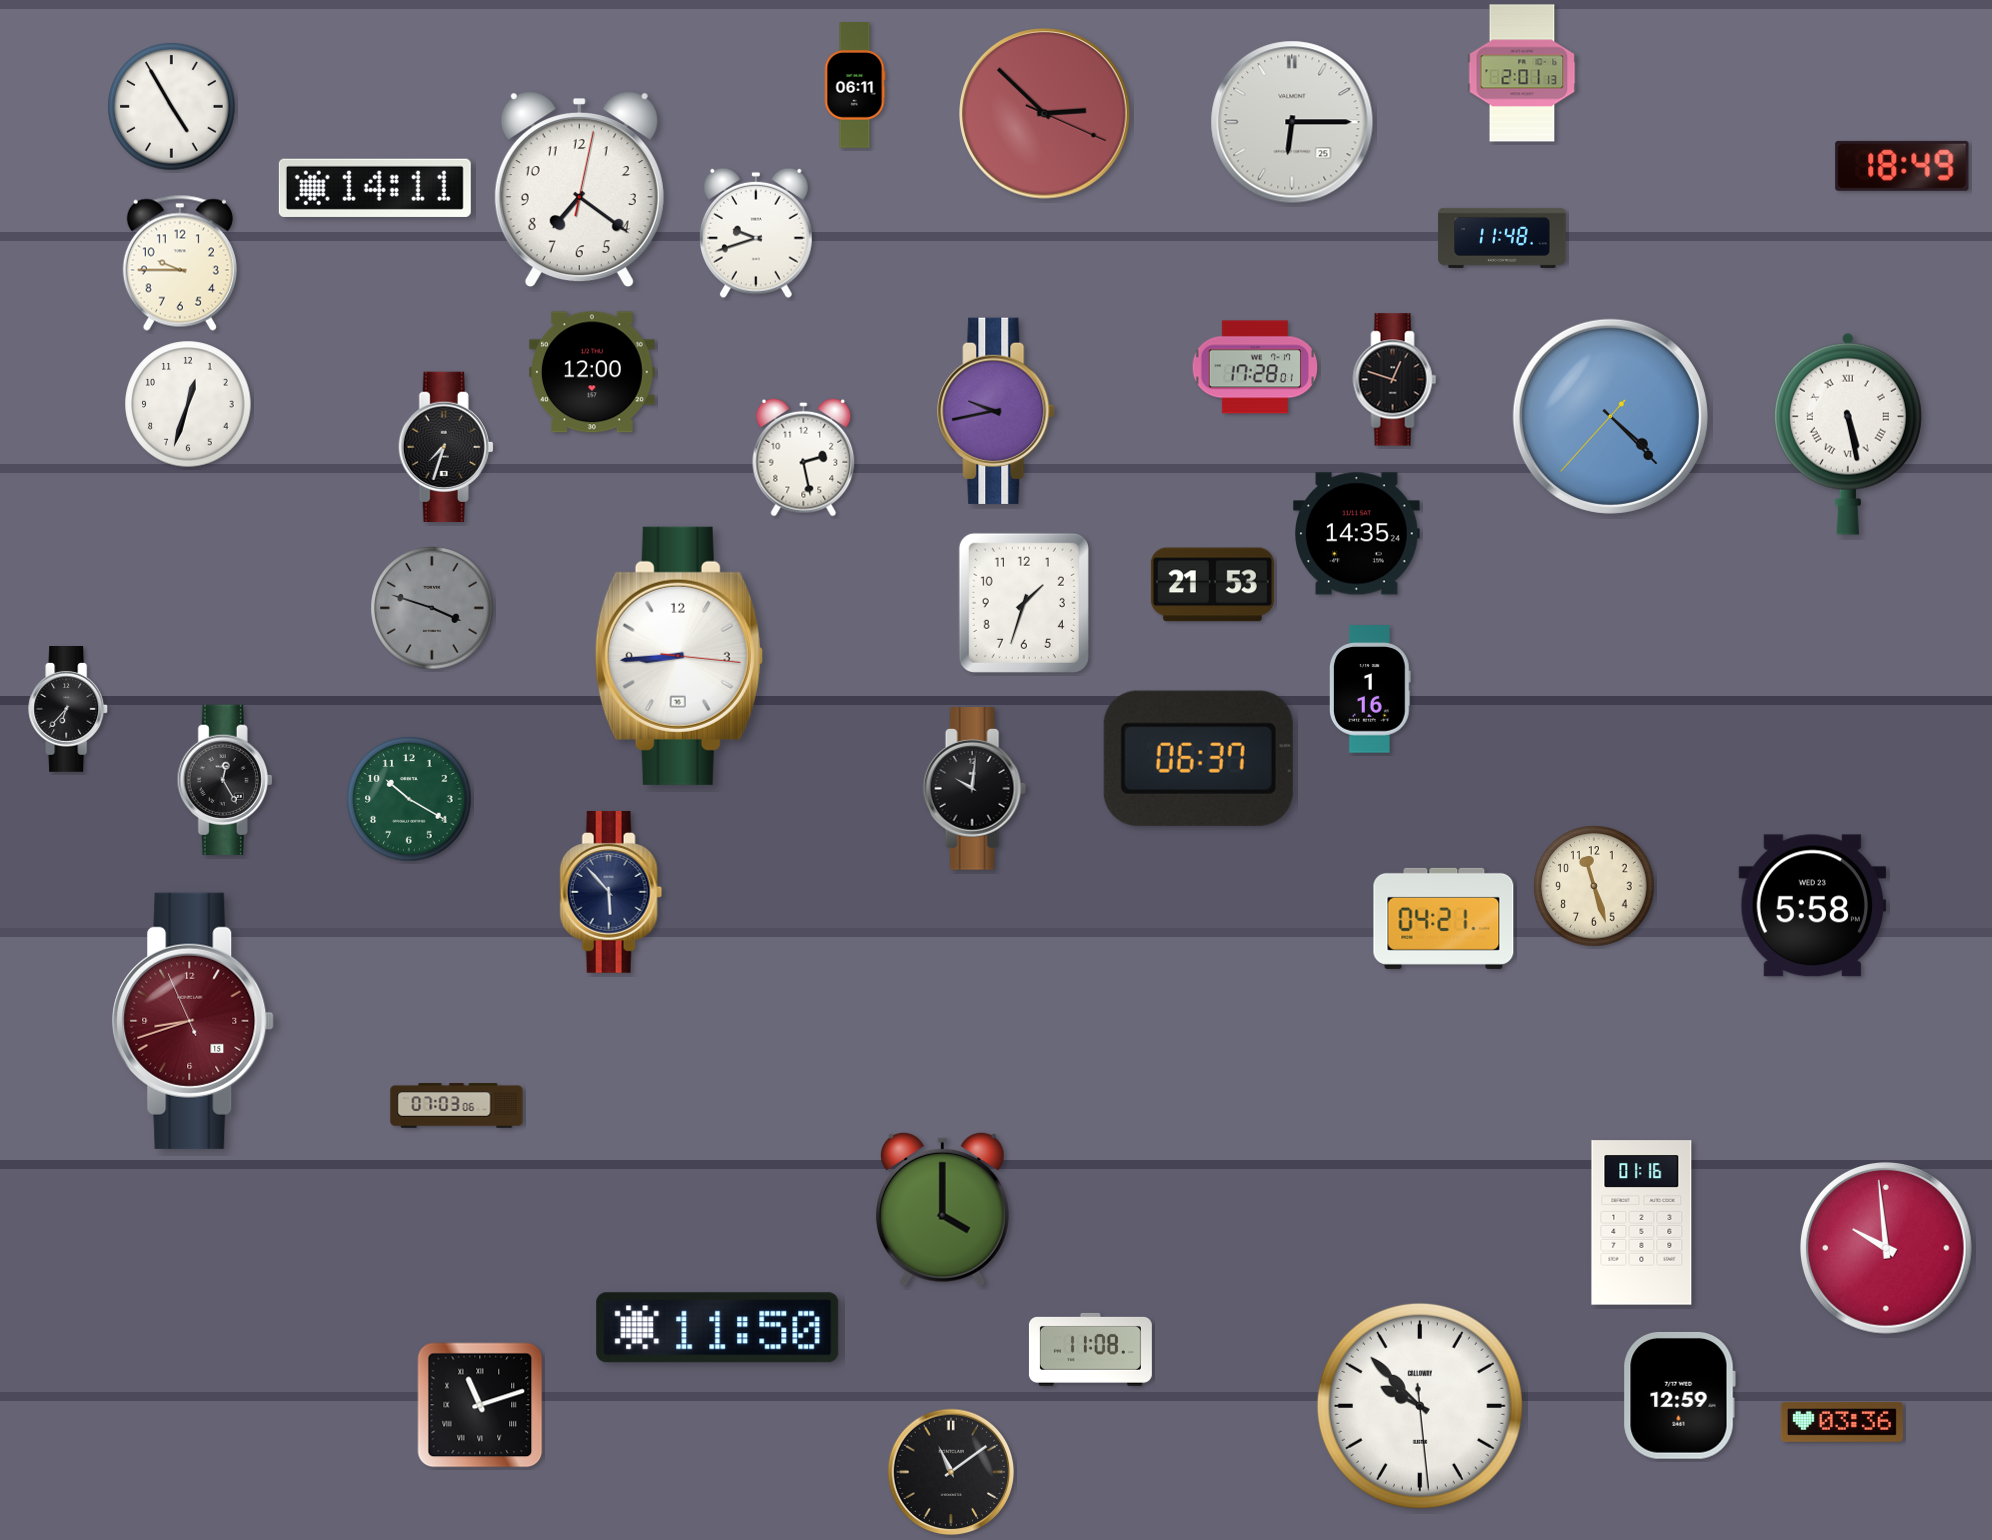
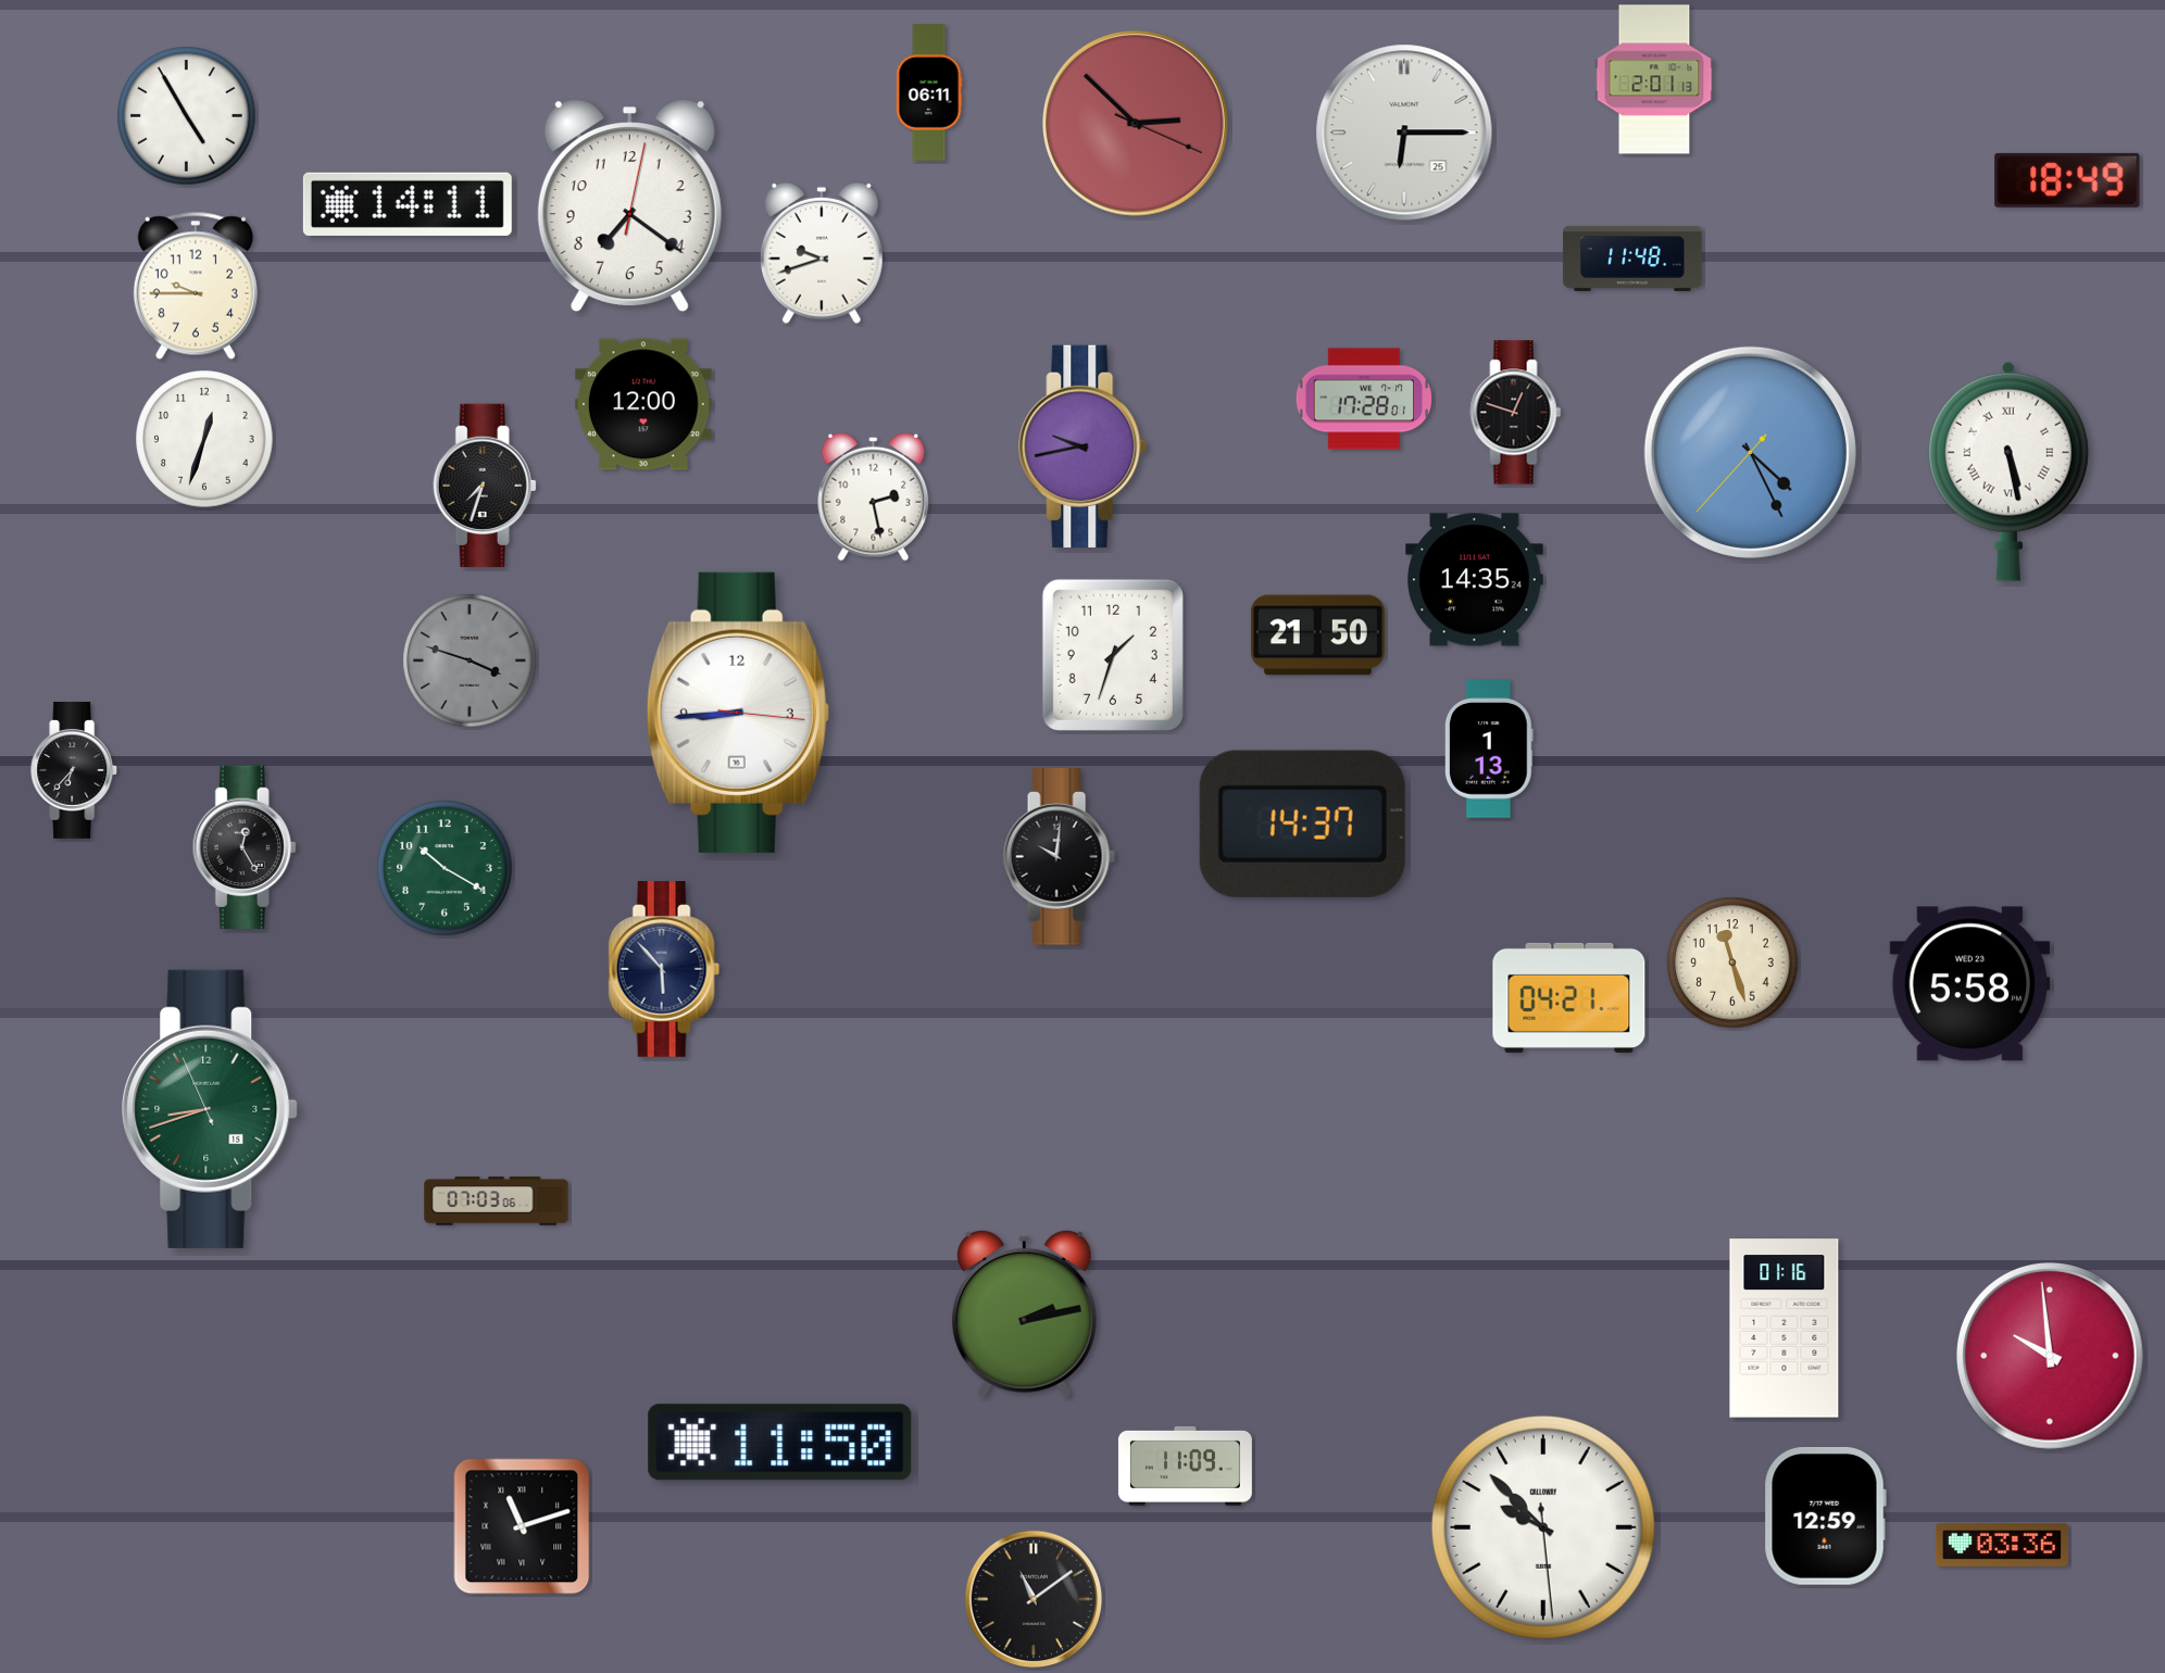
clock at (1610, 416): 4:22 -> 4:25
clock at (1212, 585): 21:53 -> 21:50
clock at (1370, 689): 1:16 -> 1:13
clock at (1198, 758): 06:37 -> 14:37
clock at (193, 1021) dial: burgundy -> green
clock at (942, 1209): 4:00 -> 2:13
clock at (1090, 1349): 11:08 -> 11:09
